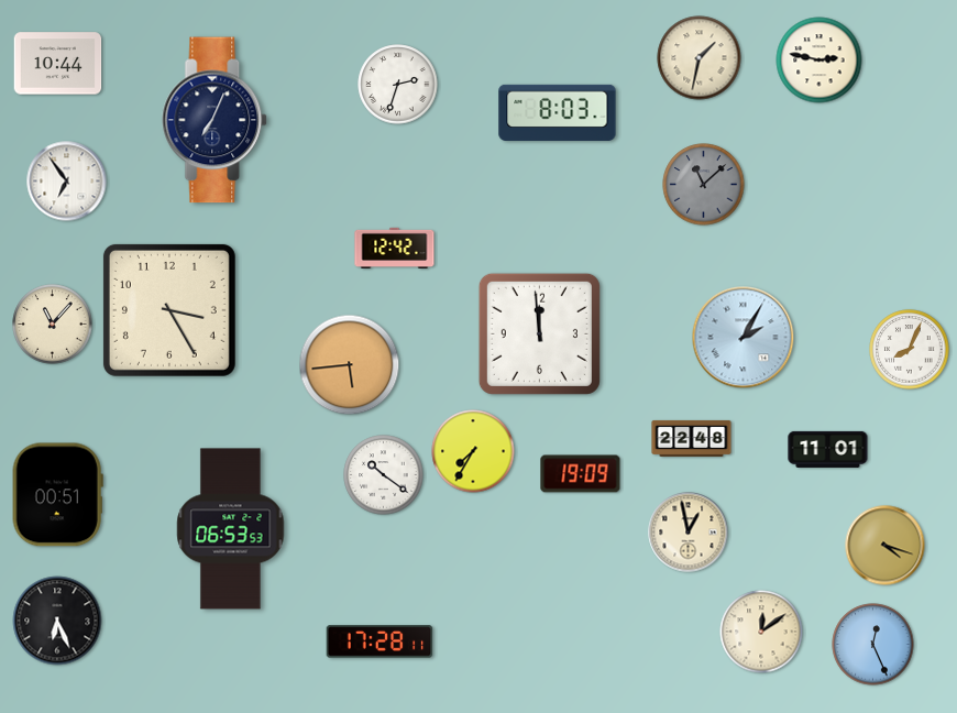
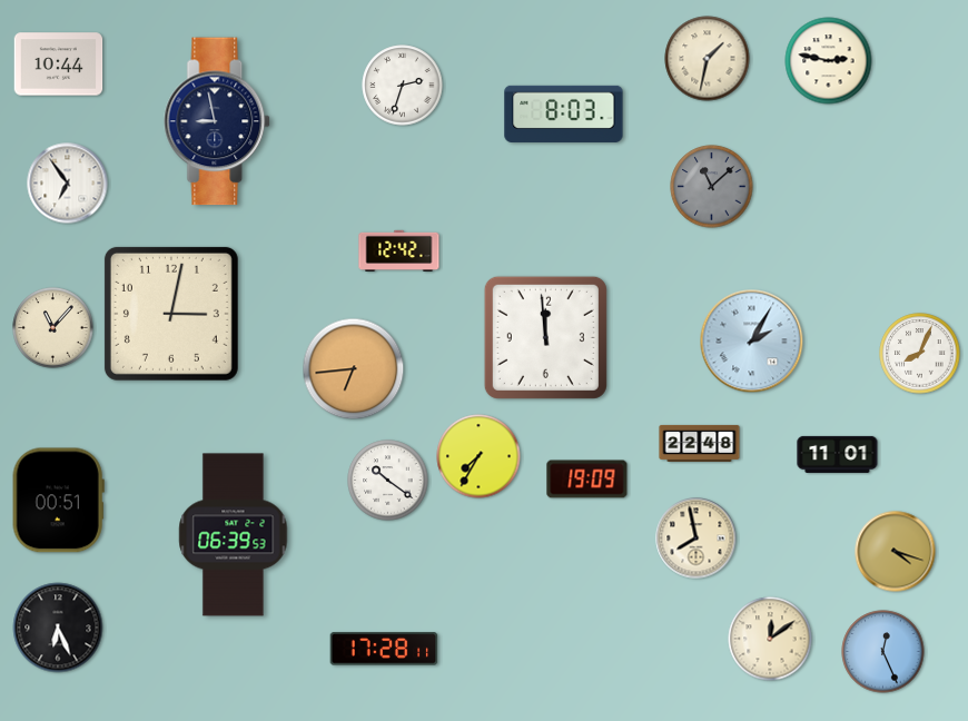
clock at (216, 120): 7:04 -> 8:58
clock at (169, 310): 3:25 -> 3:02
clock at (350, 365): 5:44 -> 6:44
clock at (231, 529): 06:53 -> 06:39
clock at (689, 533): 12:58 -> 7:58
